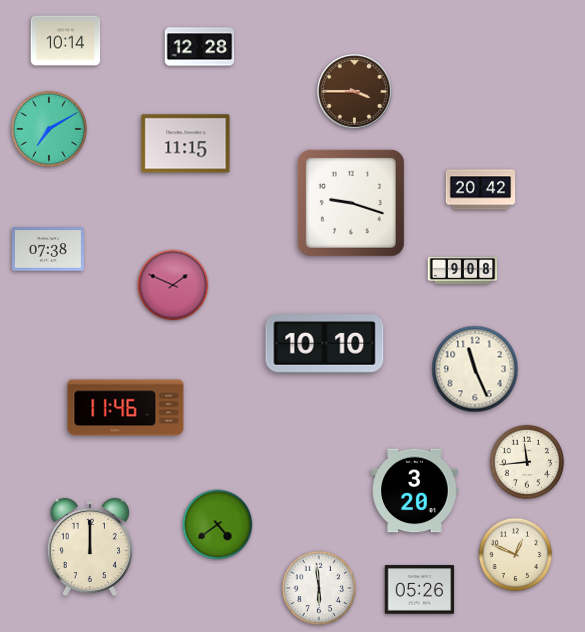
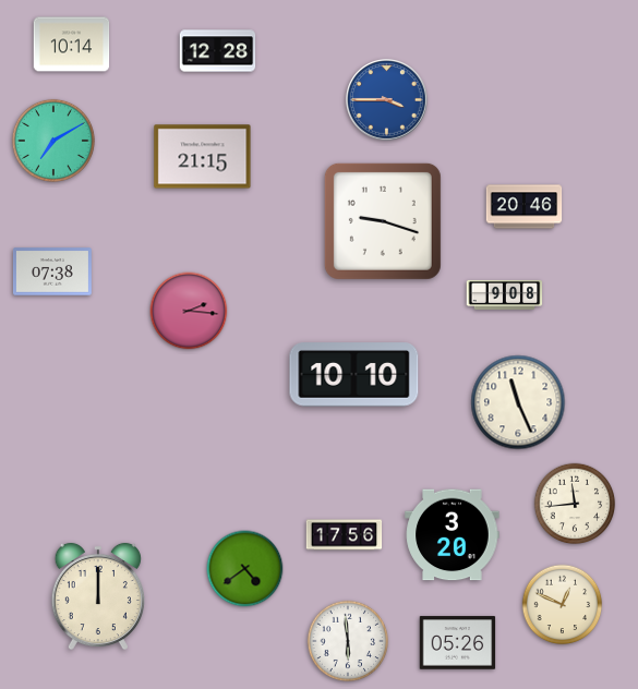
clock at (355, 92) dial: brown -> blue
clock at (186, 144): 11:15 -> 21:15
clock at (481, 190): 20:42 -> 20:46
clock at (173, 285): 1:49 -> 2:16
clock at (126, 408): 11:46 -> none
clock at (345, 535): none -> 17:56
clock at (218, 525) position: (218, 525) -> (245, 569)
